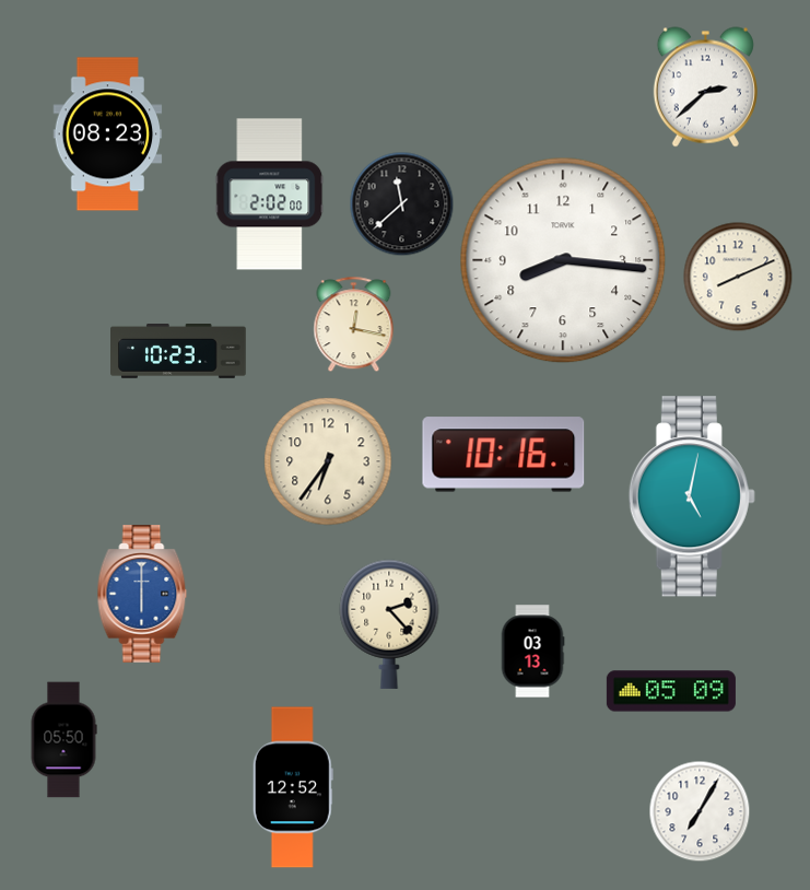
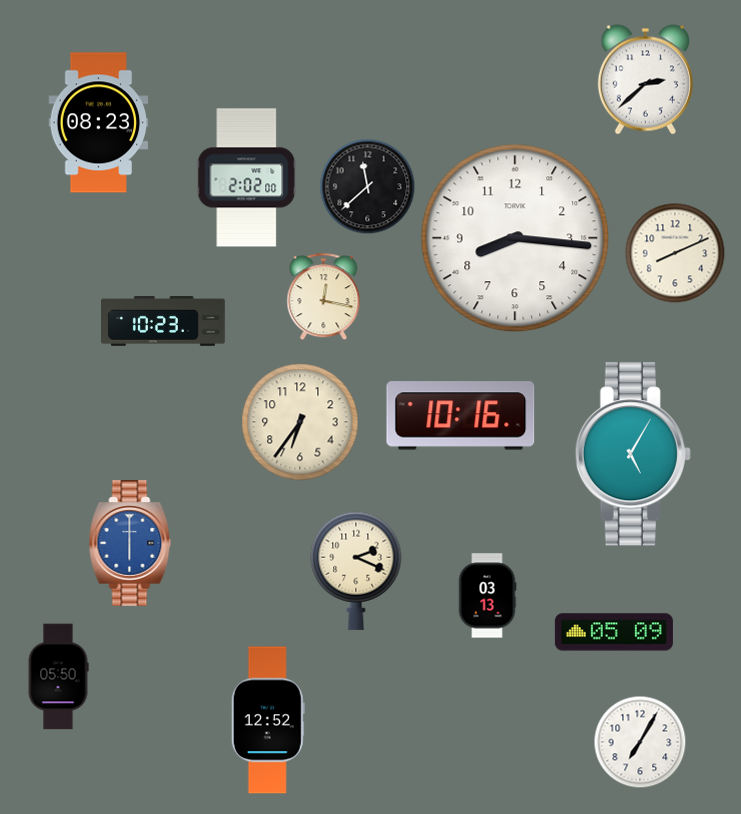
clock at (692, 496): 5:02 -> 5:05
clock at (389, 624): 2:23 -> 2:19
